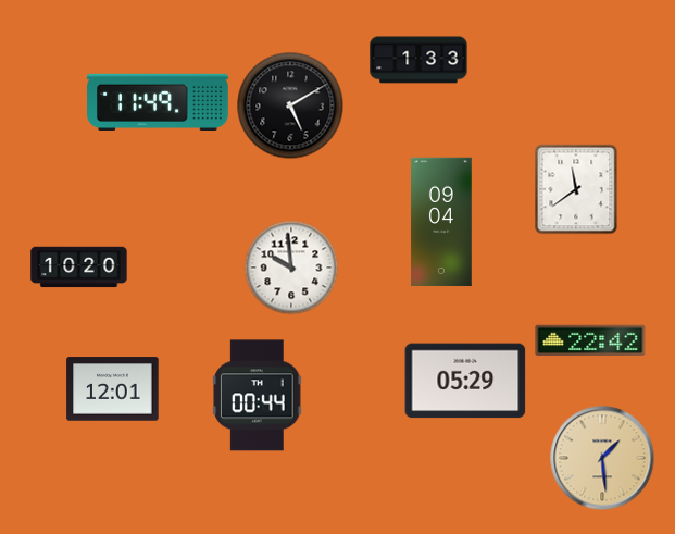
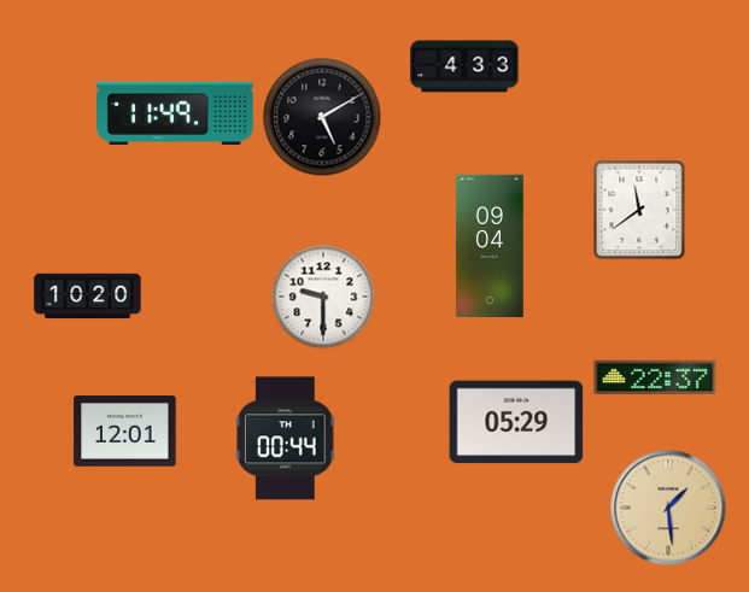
clock at (418, 60): 1:33 -> 4:33
clock at (291, 268): 9:59 -> 9:30
clock at (590, 340): 22:42 -> 22:37
